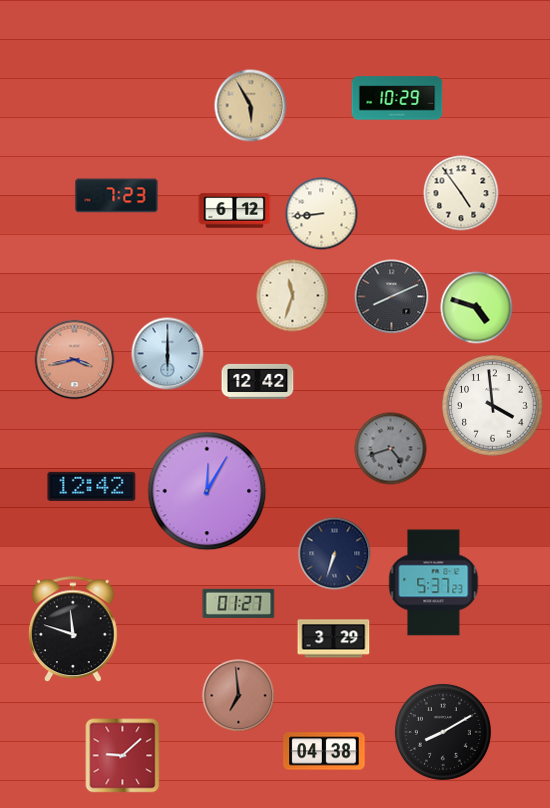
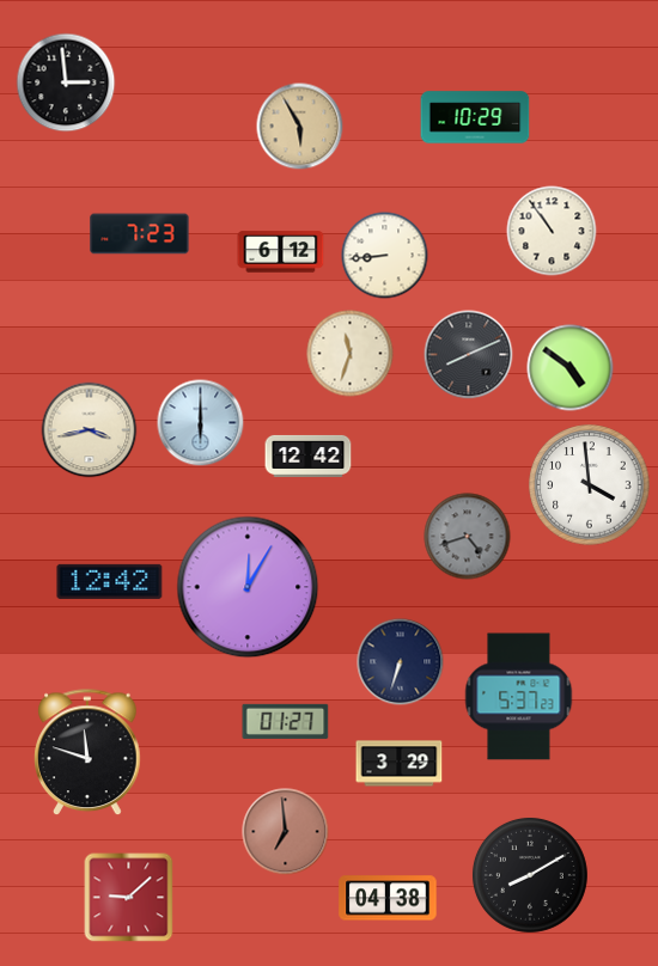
clock at (66, 82): none -> 2:59
clock at (461, 193): 4:54 -> 10:54
clock at (477, 308): 4:48 -> 4:51
clock at (75, 360) dial: salmon -> cream
clock at (123, 756) position: (123, 756) -> (129, 898)
